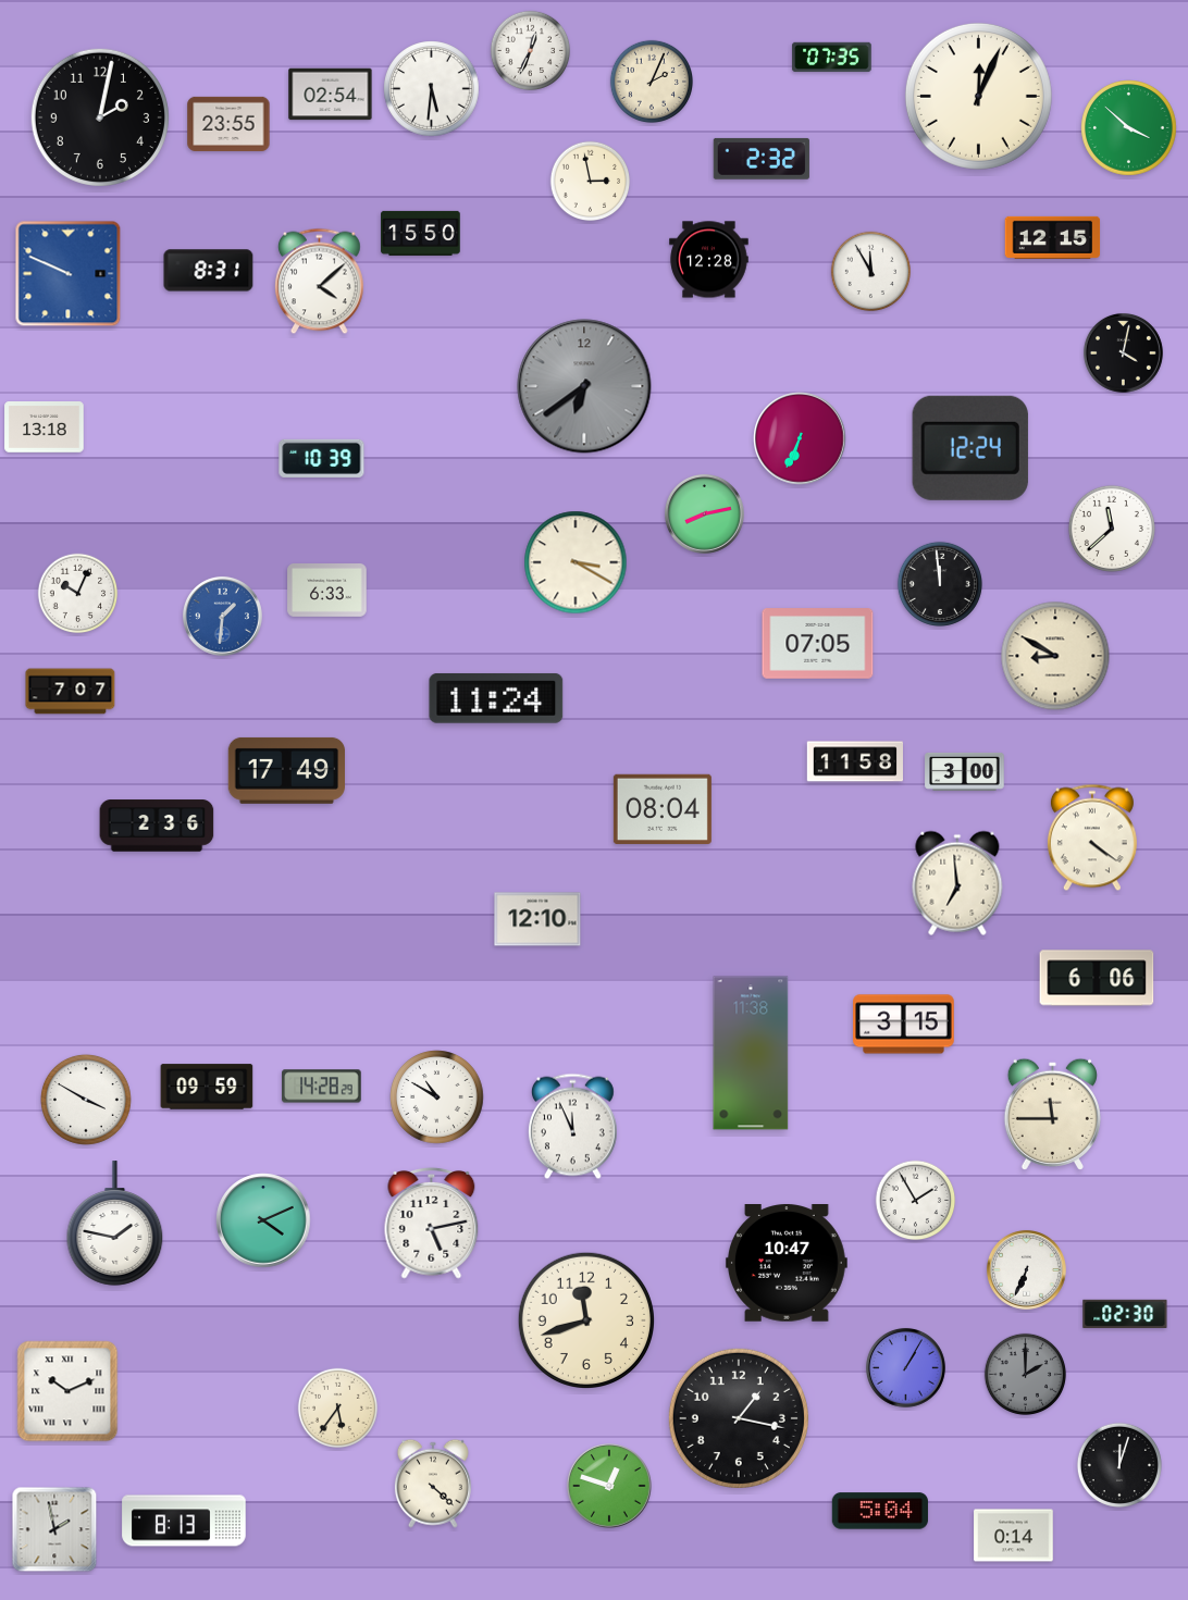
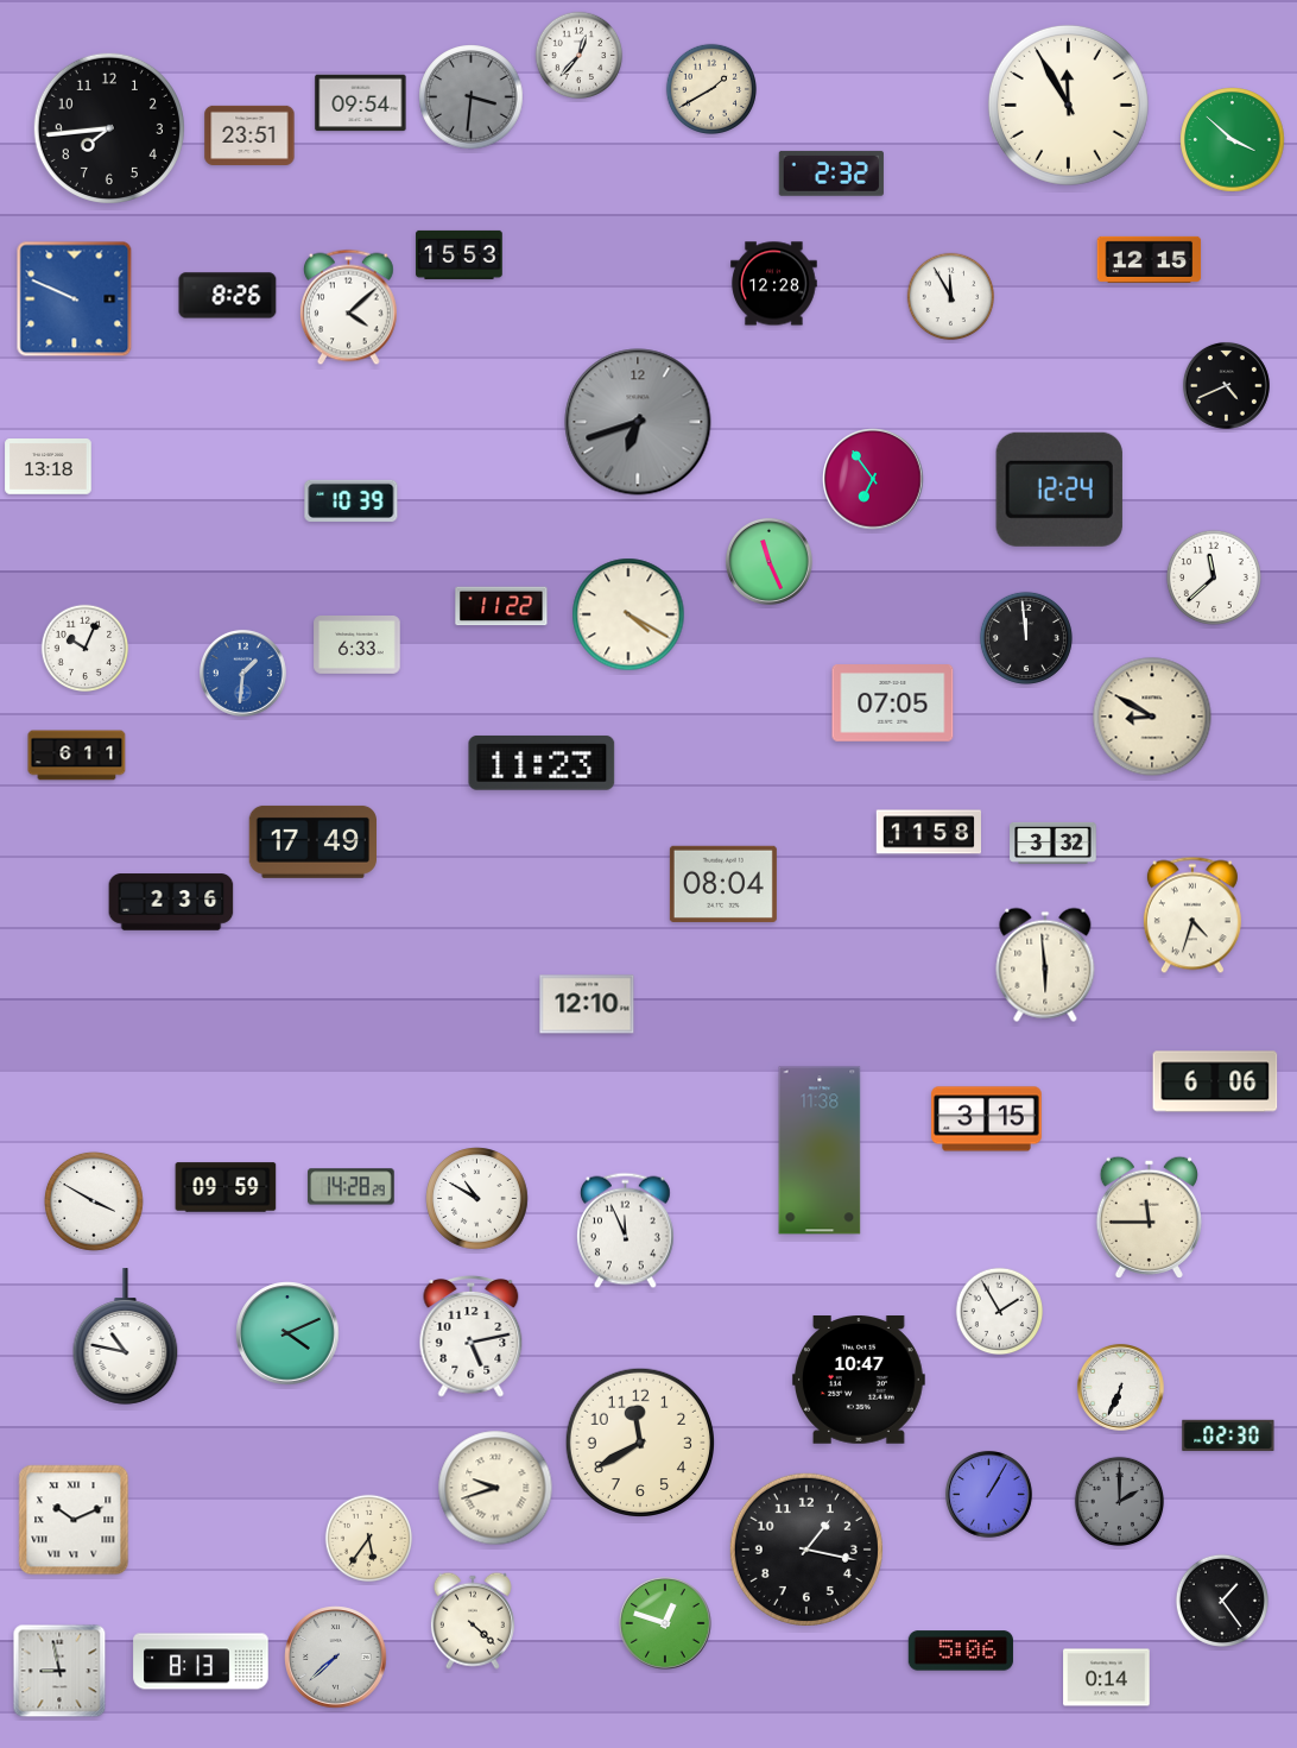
clock at (531, 51): 12:34 -> 12:37
clock at (832, 58): 07:35 -> none
clock at (651, 80): 2:04 -> 1:40
clock at (432, 89): 5:31 -> 3:31
clock at (432, 89) dial: white -> grey
clock at (331, 95): 02:54 -> 09:54
clock at (978, 96): 12:04 -> 11:55
clock at (100, 117): 2:02 -> 7:44
clock at (228, 124): 23:55 -> 23:51
clock at (591, 182): 2:58 -> none
clock at (421, 233): 15:50 -> 15:53
clock at (209, 271): 8:31 -> 8:26
clock at (1123, 352): 4:02 -> 4:41
clock at (584, 386): 6:39 -> 6:42
clock at (800, 438): 6:34 -> 6:54
clock at (704, 513): 8:13 -> 11:26
clock at (501, 606): none -> 11:22
clock at (576, 562): 3:20 -> 4:20
clock at (71, 692): 7:07 -> 6:11
clock at (496, 698): 11:24 -> 11:23
clock at (854, 761) position: (854, 761) -> (928, 832)
clock at (965, 771): 3:00 -> 3:32
clock at (1092, 838): 4:21 -> 4:33
clock at (957, 883): 6:59 -> 5:59
clock at (1097, 978) position: (1097, 978) -> (1215, 1081)
clock at (115, 1224): 1:47 -> 10:47
clock at (585, 1319): 11:42 -> 11:40
clock at (495, 1488): none -> 9:42
clock at (1119, 1465): 12:03 -> 1:24
clock at (880, 1511): 5:04 -> 5:06
clock at (336, 1658): none -> 7:38
clock at (54, 1529): 1:58 -> 8:58
